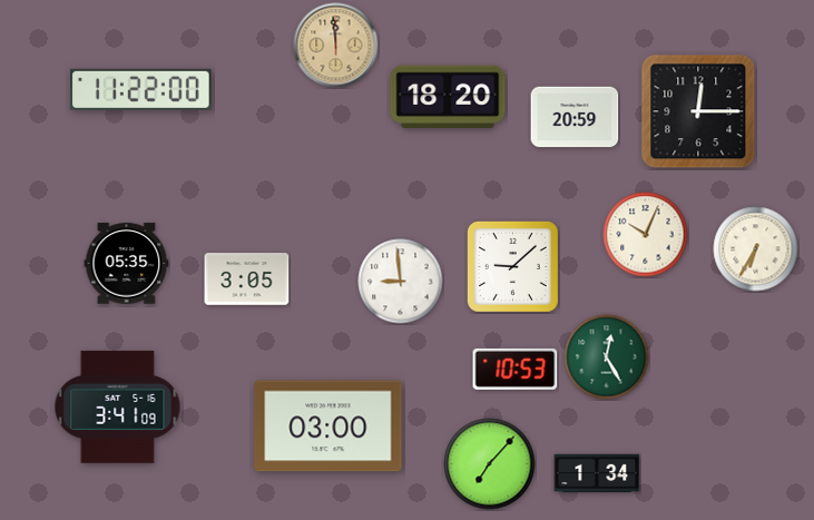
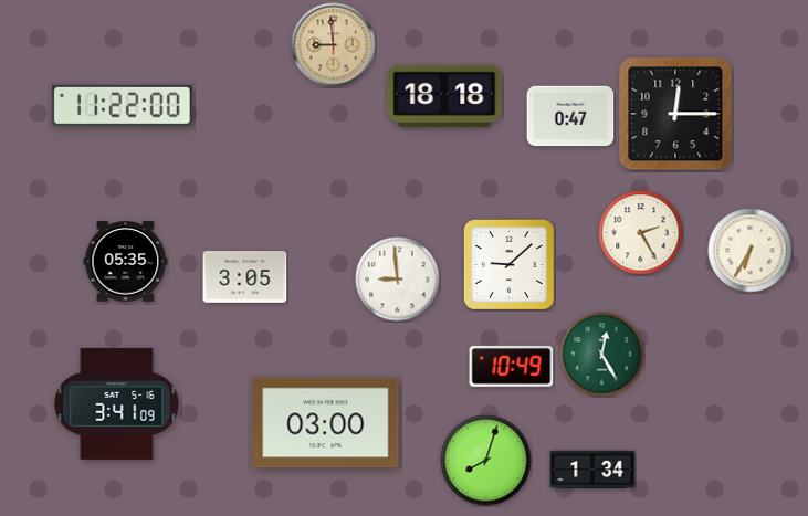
clock at (336, 46): 11:59 -> 8:59
clock at (140, 89) position: (140, 89) -> (122, 105)
clock at (448, 96): 18:20 -> 18:18
clock at (698, 111) position: (698, 111) -> (675, 114)
clock at (575, 117): 20:59 -> 0:47
clock at (646, 235): 10:04 -> 2:25
clock at (756, 249) position: (756, 249) -> (751, 251)
clock at (516, 369): 10:53 -> 10:49
clock at (490, 464): 7:07 -> 8:03
